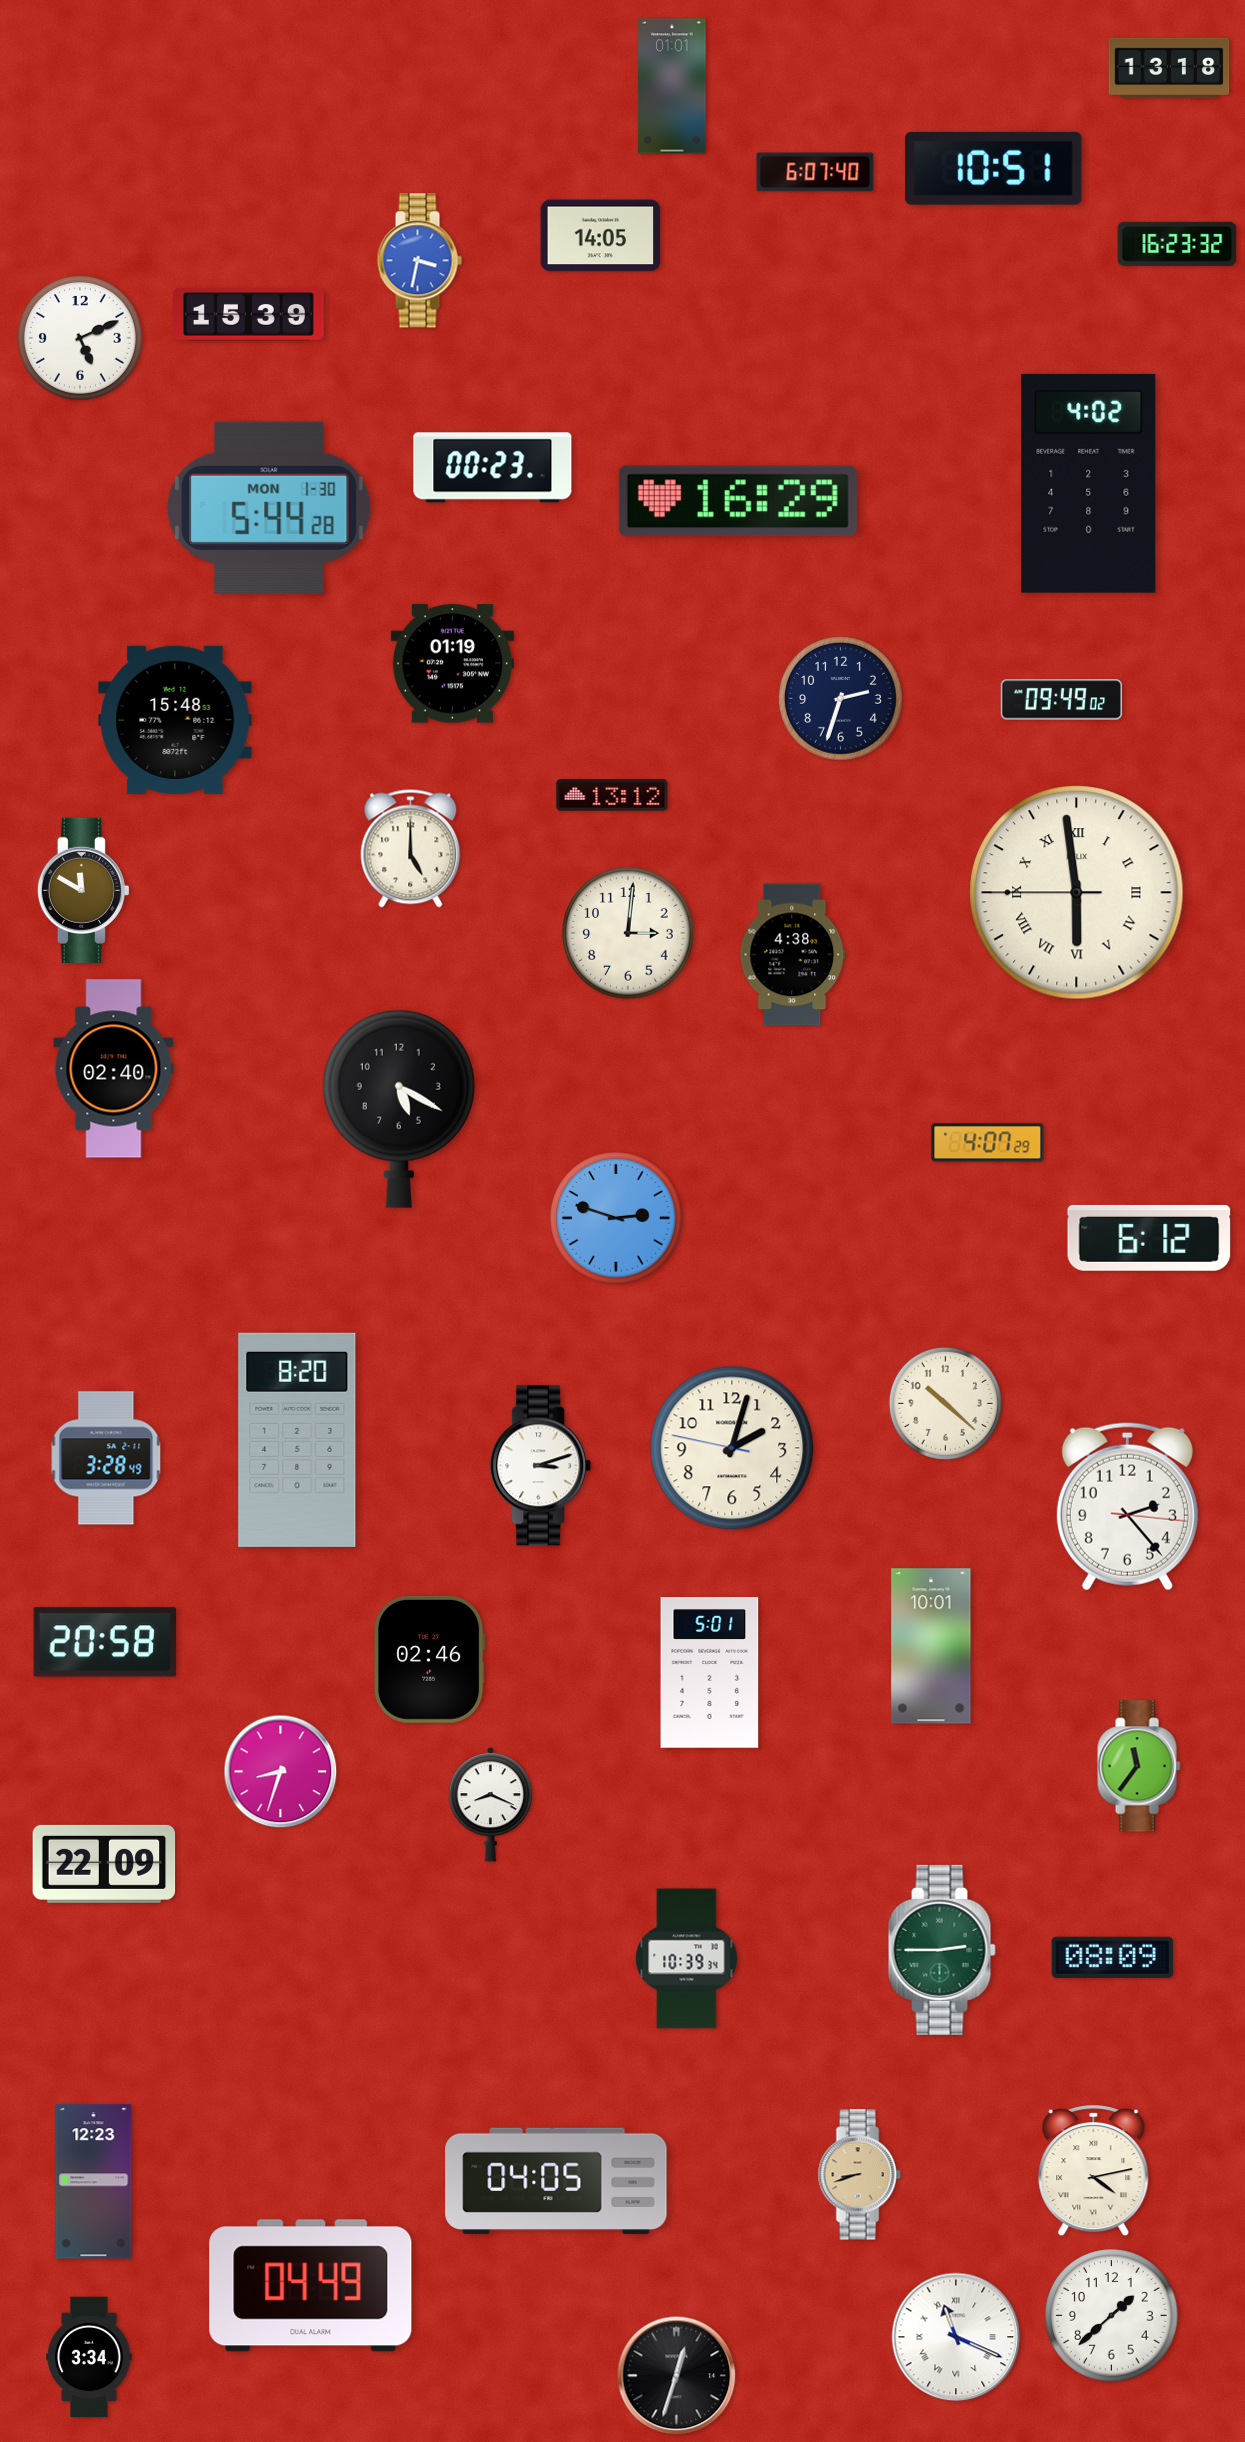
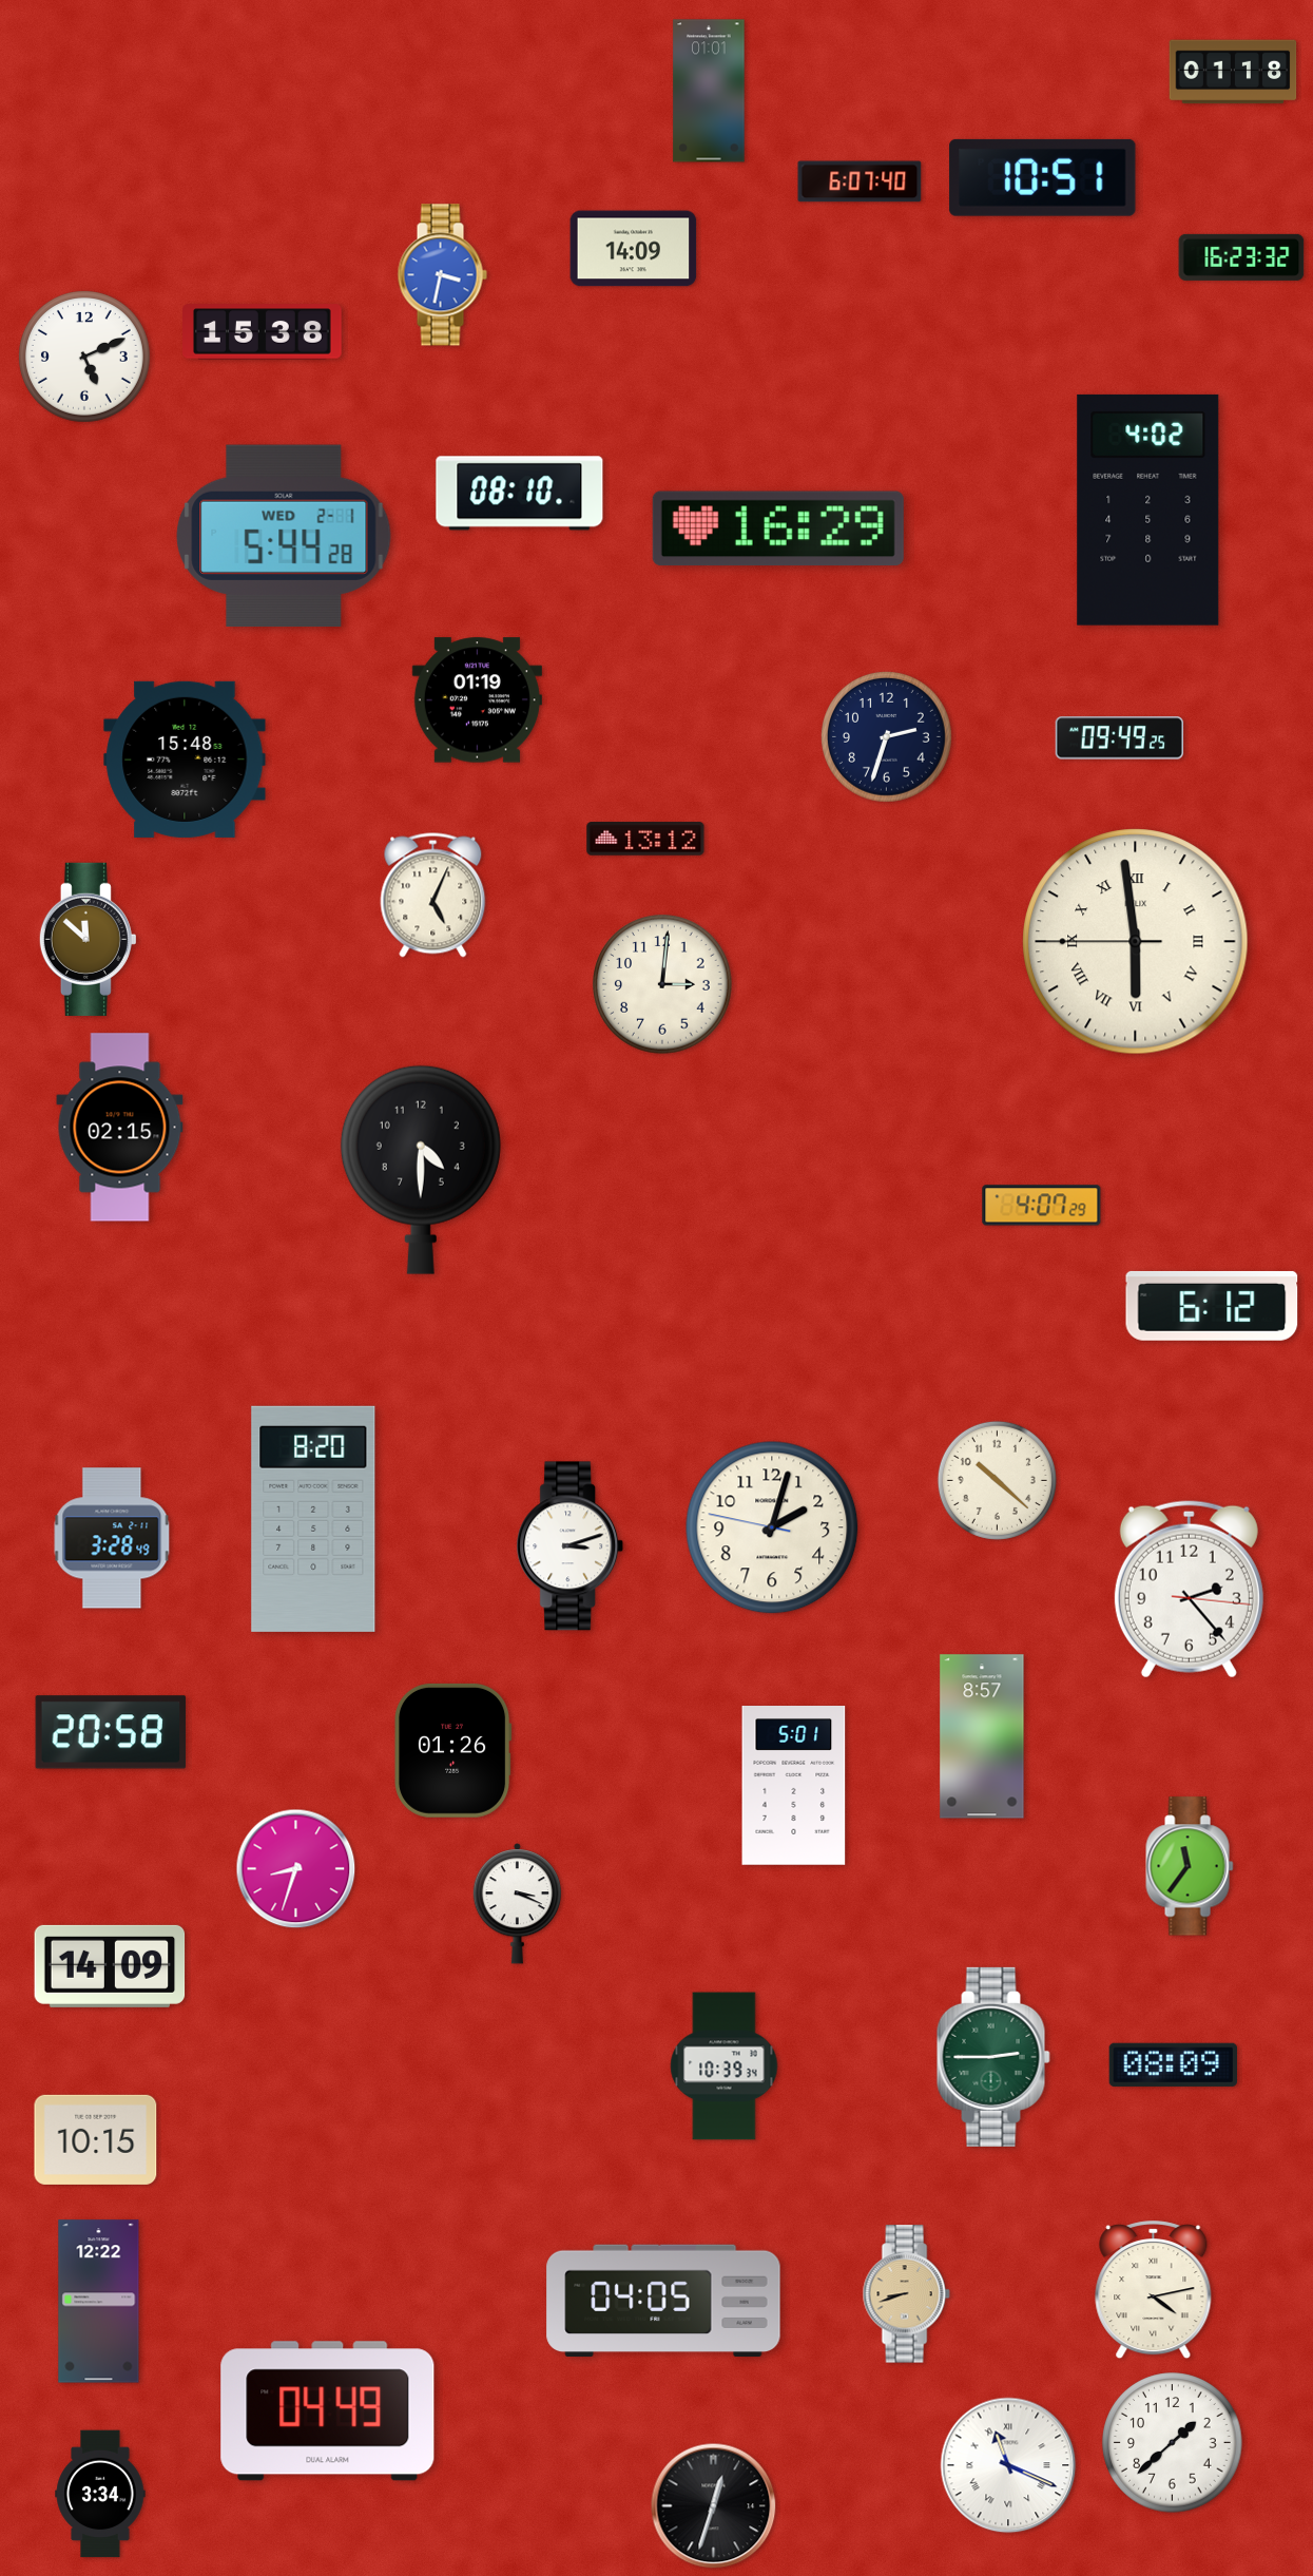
clock at (1169, 68): 13:18 -> 01:18
clock at (994, 168) position: (994, 168) -> (1043, 177)
clock at (601, 236): 14:05 -> 14:09
clock at (249, 315): 15:39 -> 15:38
clock at (493, 468): 00:23 -> 08:10
clock at (269, 508) date: MON 1-30 -> WED 2-1
clock at (1062, 700): 09:49:02 -> 09:49:25
clock at (411, 849): 5:00 -> 5:04
clock at (83, 890): 11:50 -> 11:52
clock at (793, 955): 4:38 -> none
clock at (114, 1069): 02:40 -> 02:15
clock at (399, 1109): 5:20 -> 4:30
clock at (616, 1218): 2:48 -> none
clock at (931, 1646): 10:01 -> 8:57
clock at (430, 1659): 02:46 -> 01:26
clock at (710, 1673) position: (710, 1673) -> (794, 1786)
clock at (1139, 1766) position: (1139, 1766) -> (1190, 1866)
clock at (490, 1805): 8:19 -> 3:19
clock at (104, 1864): 22:09 -> 14:09
clock at (96, 2139): none -> 10:15
clock at (556, 2181) position: (556, 2181) -> (663, 2301)
clock at (94, 2182): 12:23 -> 12:22
clock at (89, 2357) position: (89, 2357) -> (100, 2494)
